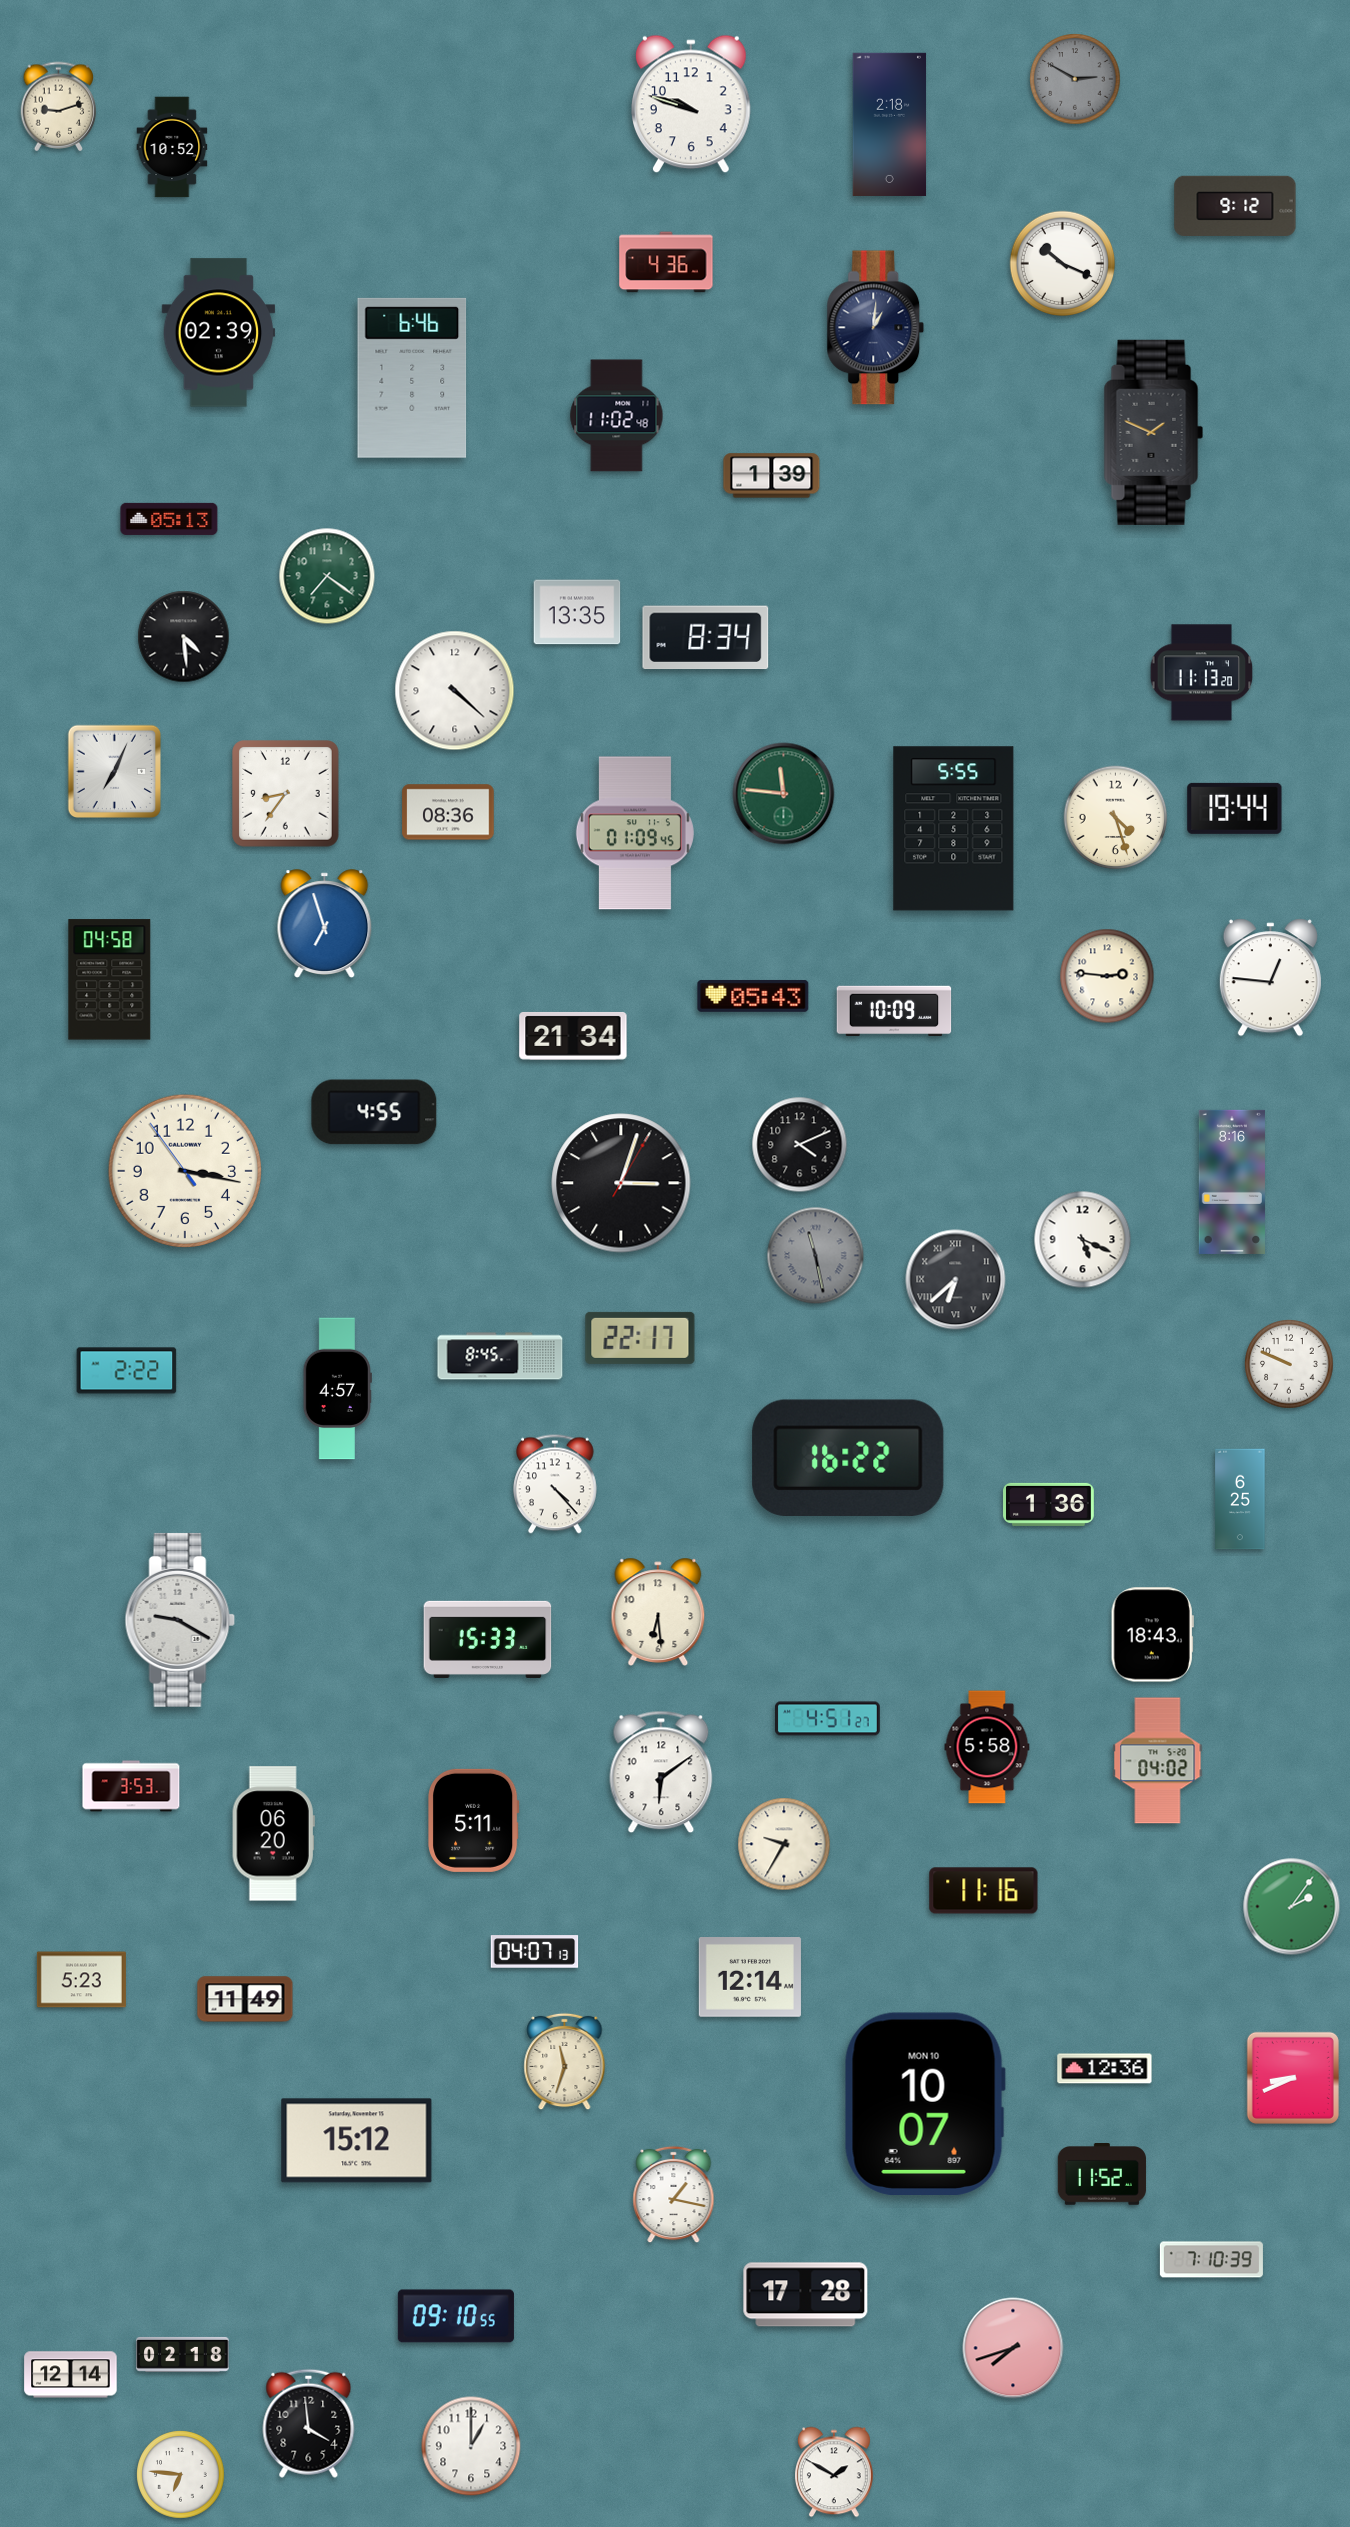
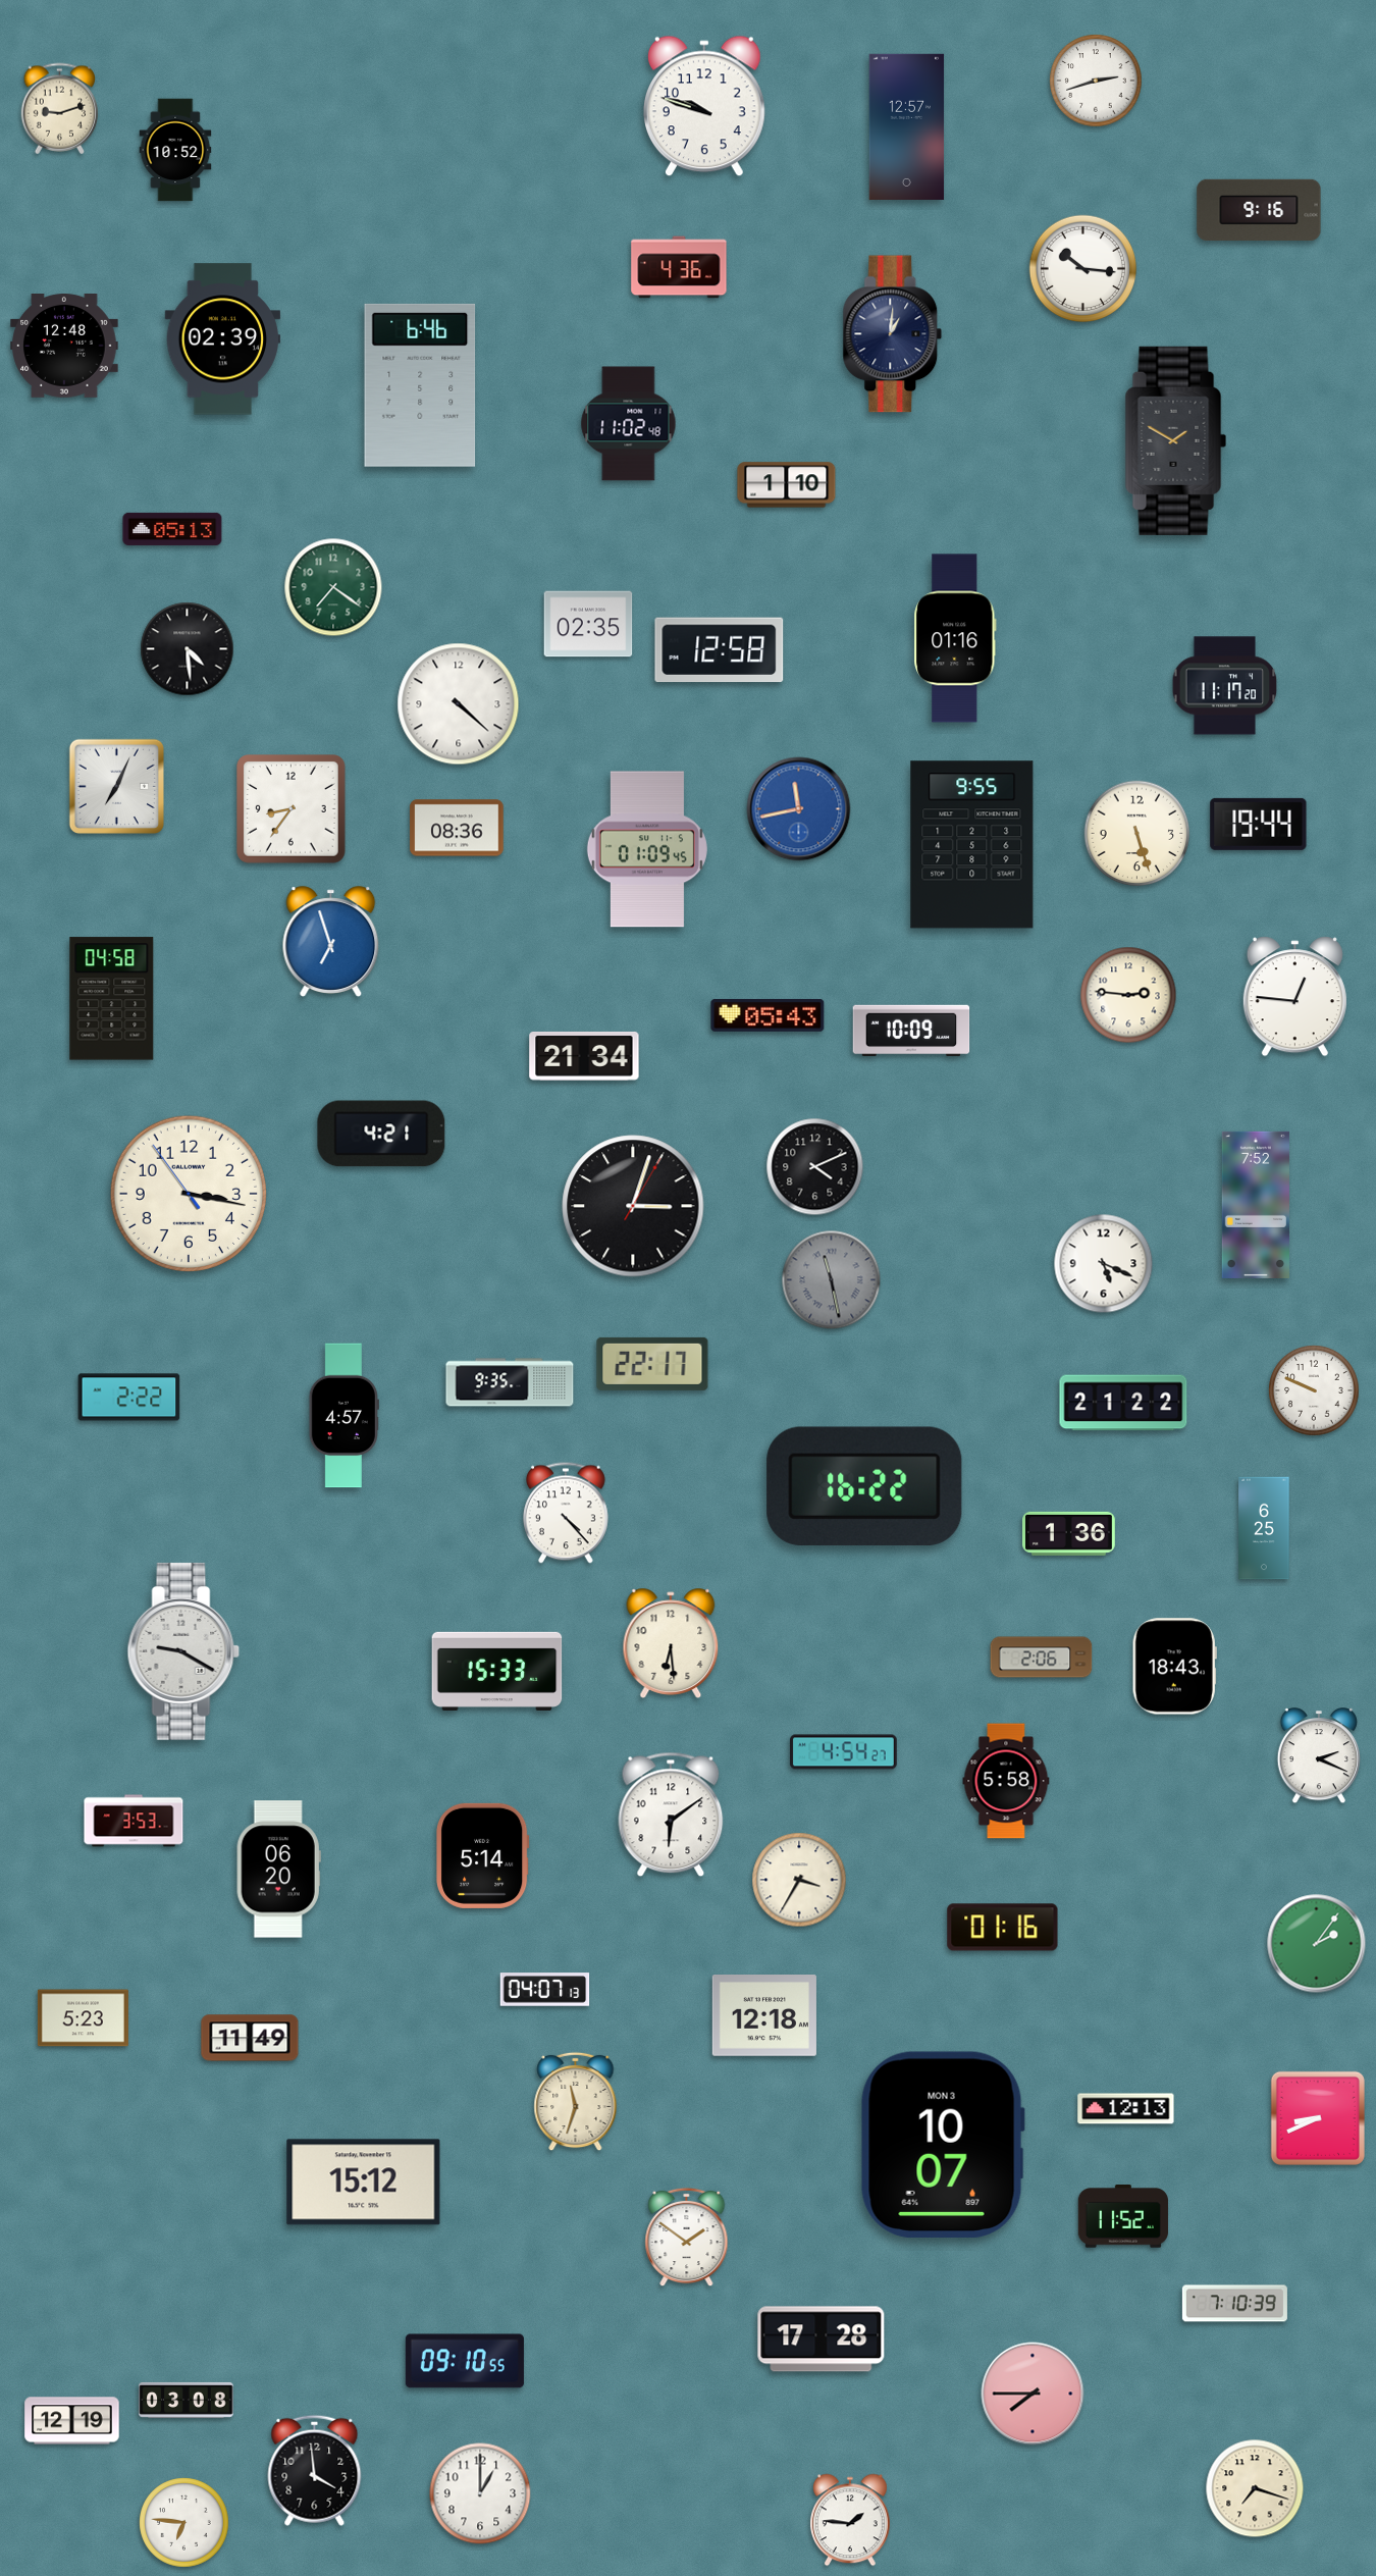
clock at (1075, 79): 2:50 -> 2:42
clock at (1075, 79) dial: grey -> white
clock at (890, 124): 2:18 -> 12:57
clock at (1235, 206): 9:12 -> 9:16
clock at (1063, 264): 10:19 -> 10:16
clock at (64, 347): none -> 12:48
clock at (1154, 432): 1:49 -> 1:50
clock at (772, 476): 1:39 -> 1:10
clock at (577, 612): 13:35 -> 02:35
clock at (955, 638): none -> 01:16
clock at (706, 638): 8:34 -> 12:58
clock at (1202, 673): 11:13 -> 11:17
clock at (455, 691) position: (455, 691) -> (459, 704)
clock at (784, 794): 11:46 -> 11:43
clock at (784, 794) dial: green -> blue
clock at (1116, 818): 4:27 -> 5:27
clock at (954, 829): 5:55 -> 9:55
clock at (374, 1112): 4:55 -> 4:21
clock at (1232, 1182): 8:16 -> 7:52
clock at (956, 1280): 6:38 -> none
clock at (500, 1356): 8:45 -> 9:35
clock at (1123, 1403): none -> 21:22
clock at (1042, 1658): none -> 2:06
clock at (828, 1719): 4:51 -> 4:54
clock at (1318, 1756): none -> 2:19
clock at (1158, 1761): 04:02 -> none
clock at (661, 1772) position: (661, 1772) -> (671, 1815)
clock at (474, 1820): 5:11 -> 5:14
clock at (784, 1844): 9:35 -> 3:35
clock at (984, 1891): 11:16 -> 01:16
clock at (750, 1978): 12:14 -> 12:18
clock at (1105, 2069): 12:36 -> 12:13
clock at (925, 2103) date: MON 10 -> MON 3
clock at (674, 2195): 1:17 -> 1:51
clock at (1013, 2348): 7:42 -> 7:45
clock at (183, 2354): 02:18 -> 03:08
clock at (71, 2375): 12:14 -> 12:19
clock at (1255, 2488): none -> 7:18
clock at (834, 2472): 1:50 -> 1:46
